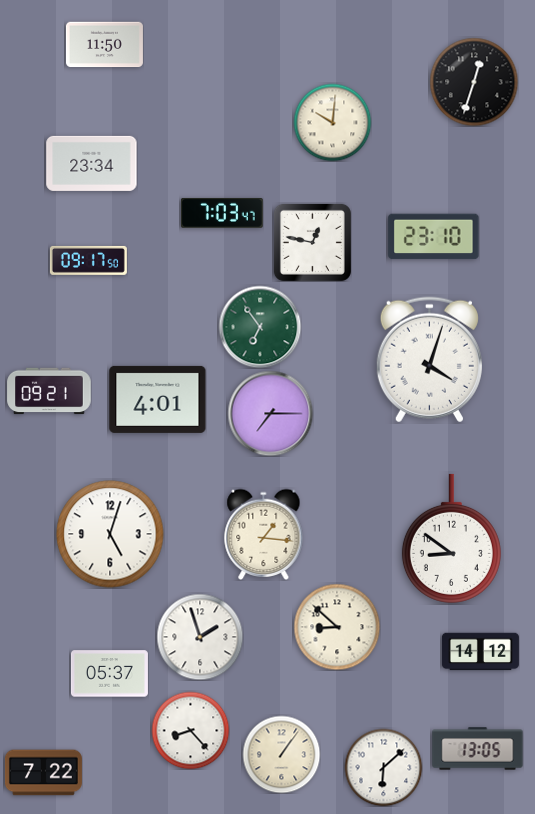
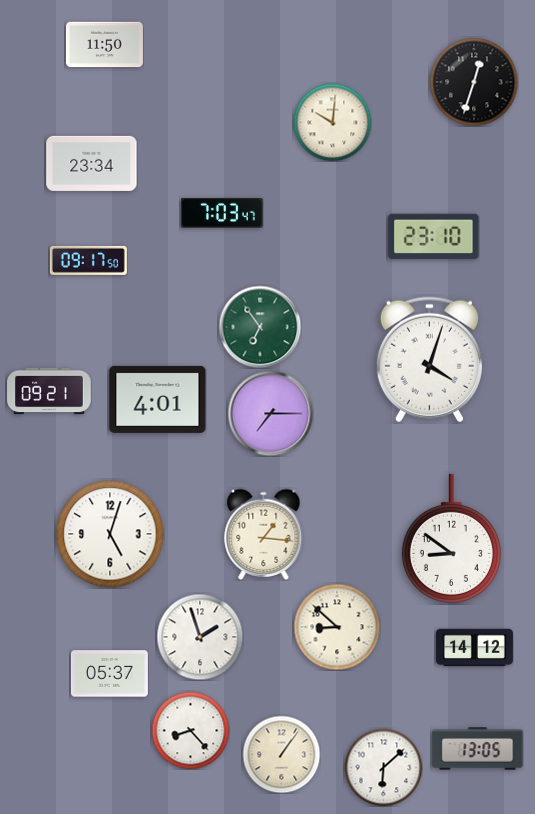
clock at (312, 242): 12:47 -> none
clock at (480, 652) position: (480, 652) -> (474, 648)
clock at (43, 773): 7:22 -> none
